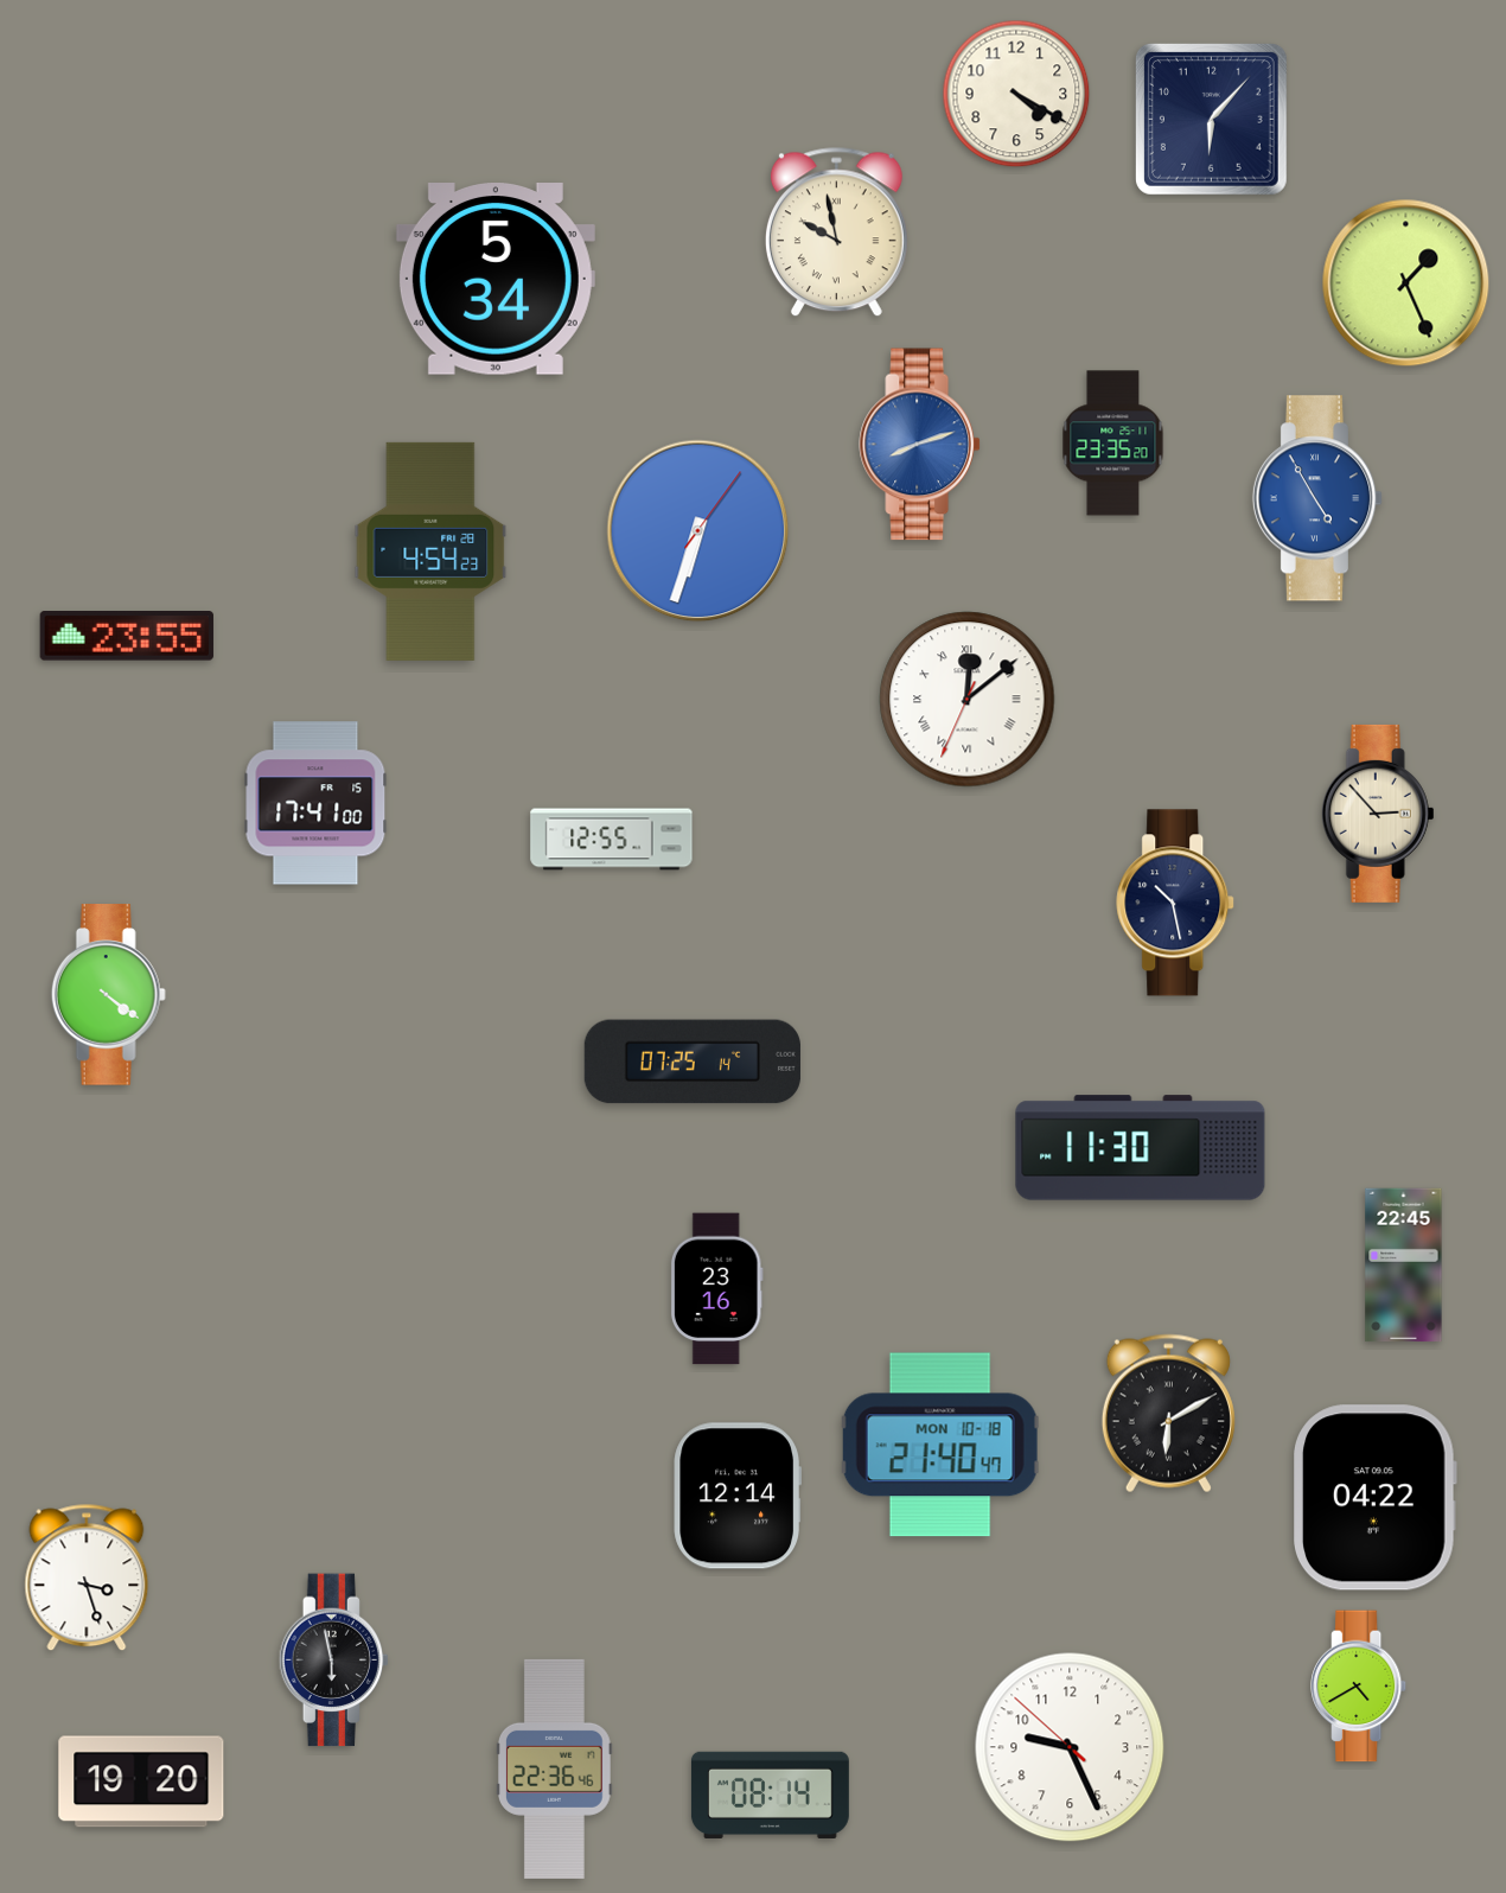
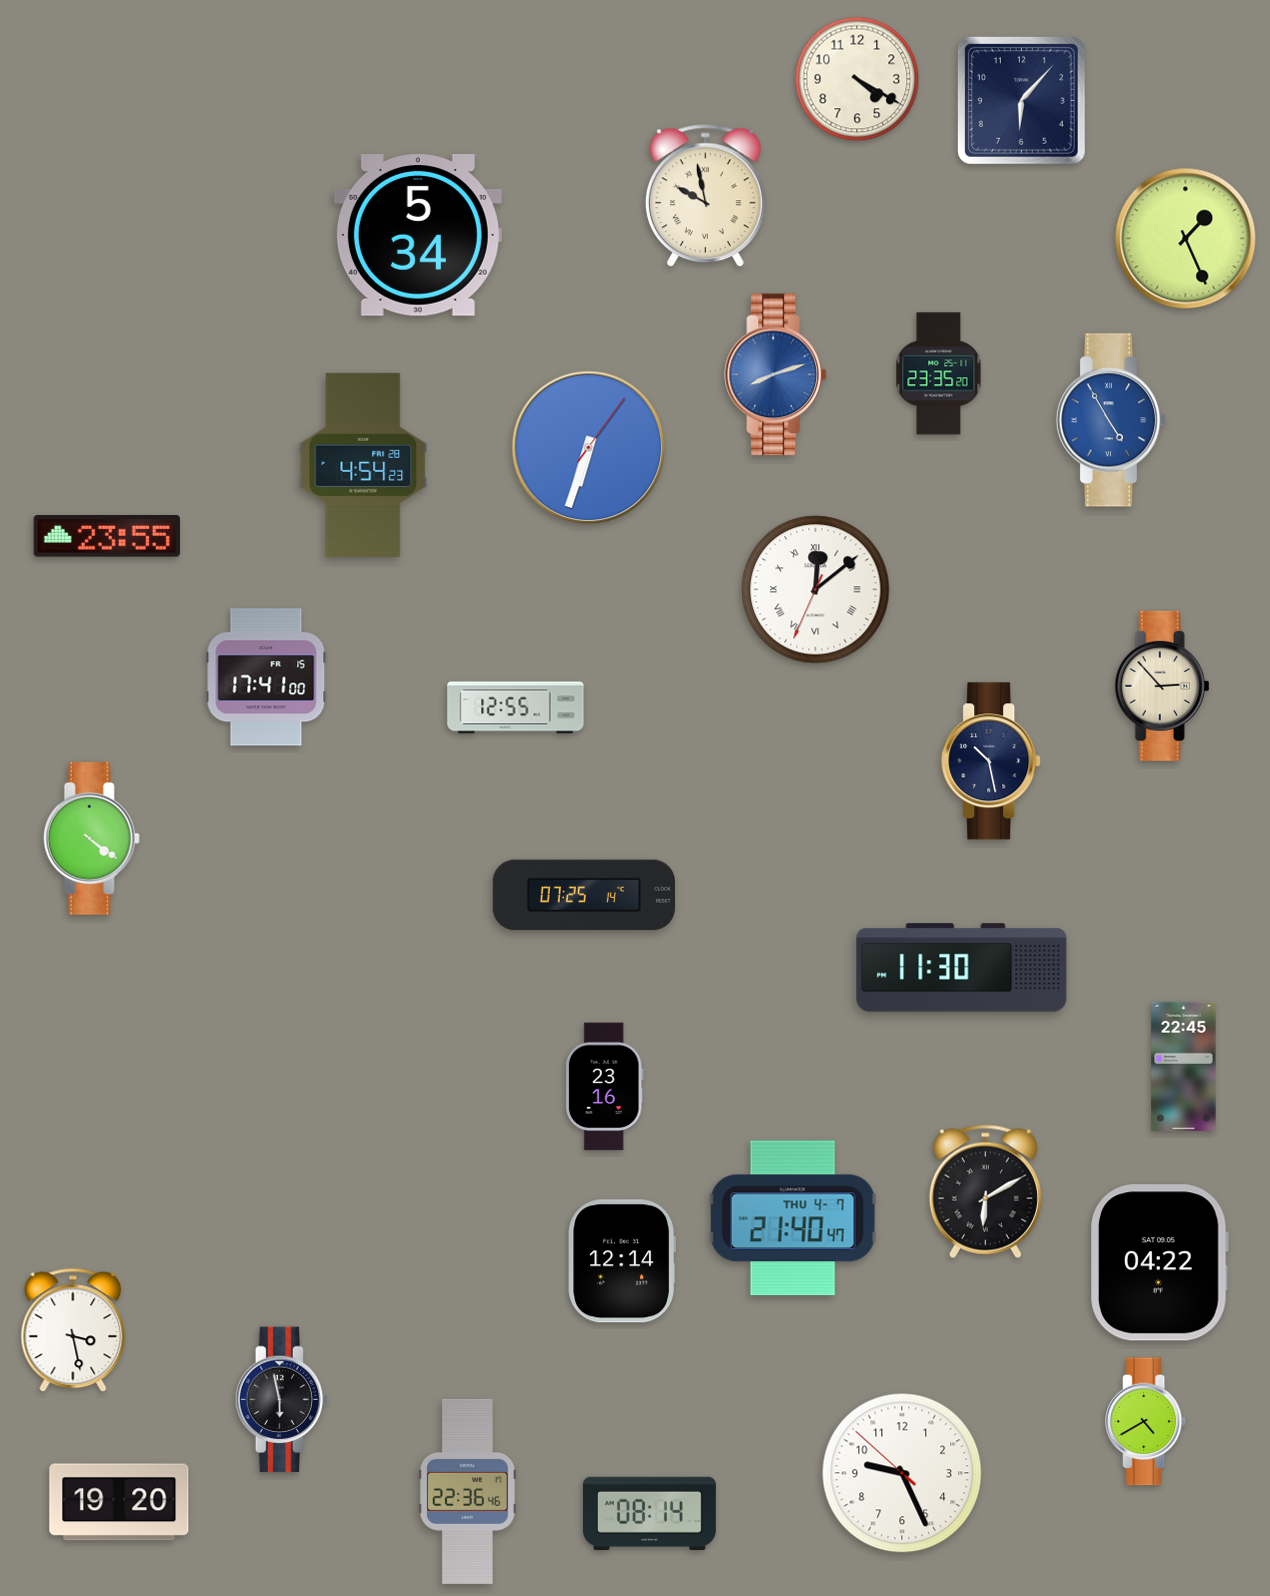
clock at (940, 1445) date: MON 10-18 -> THU 4-7
clock at (87, 1578): 3:27 -> 3:28
